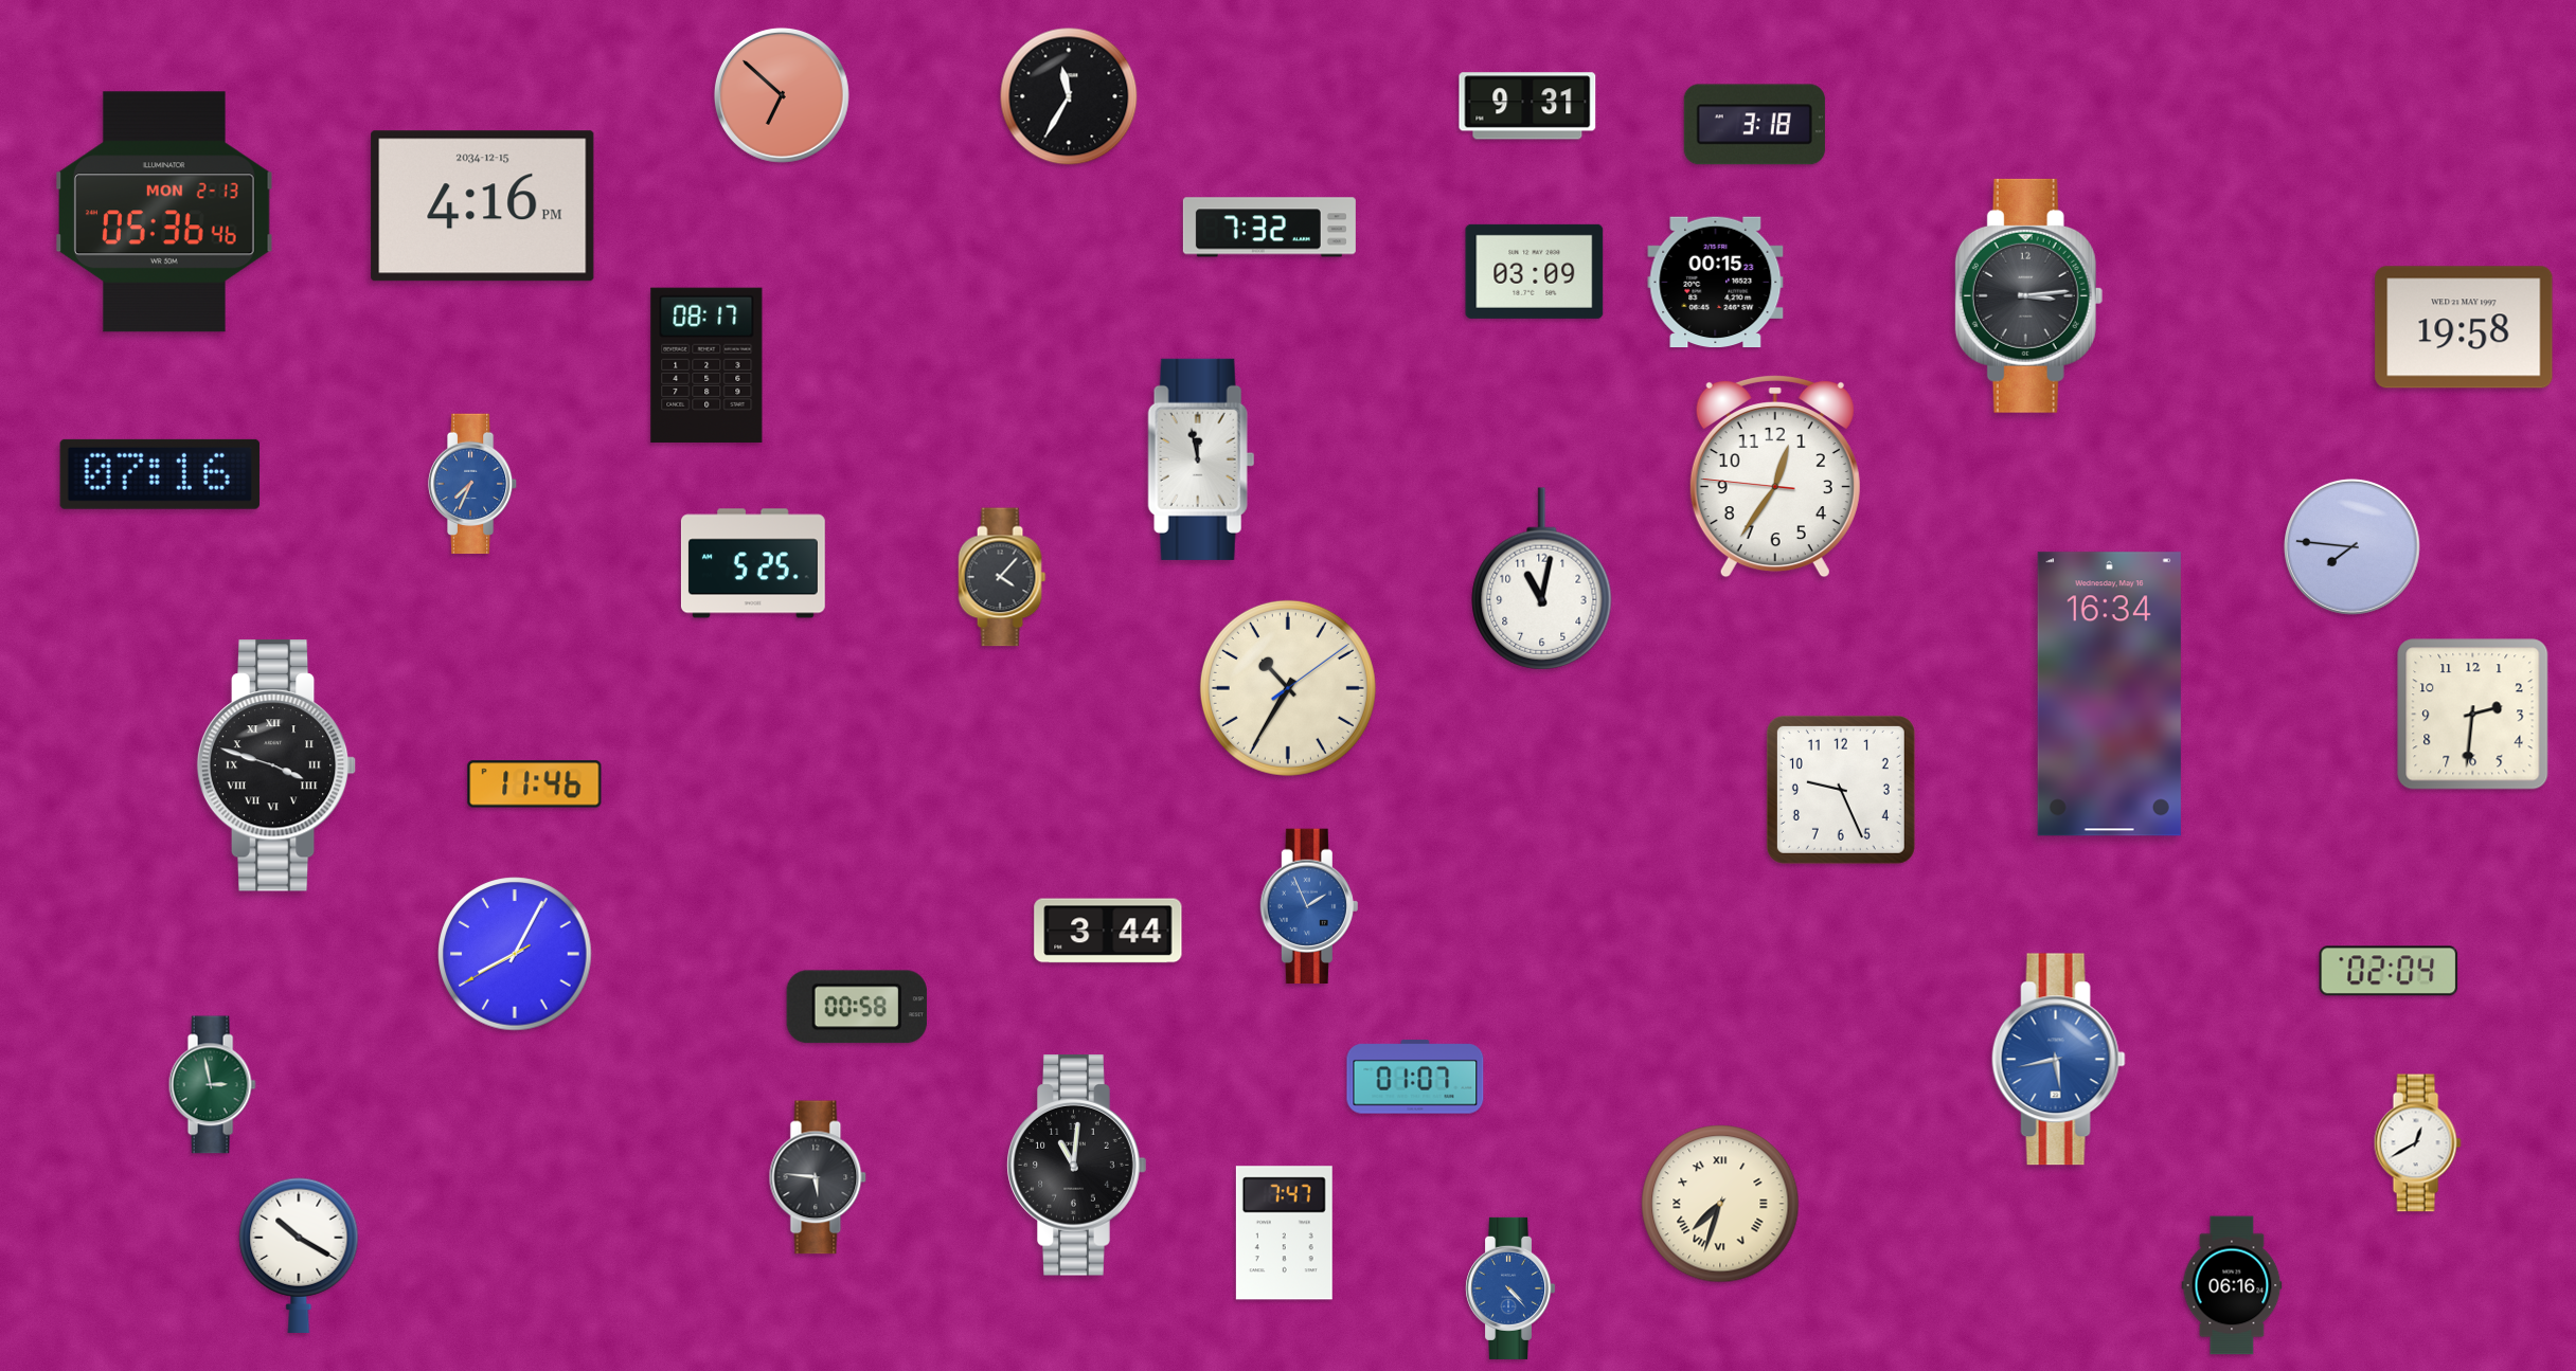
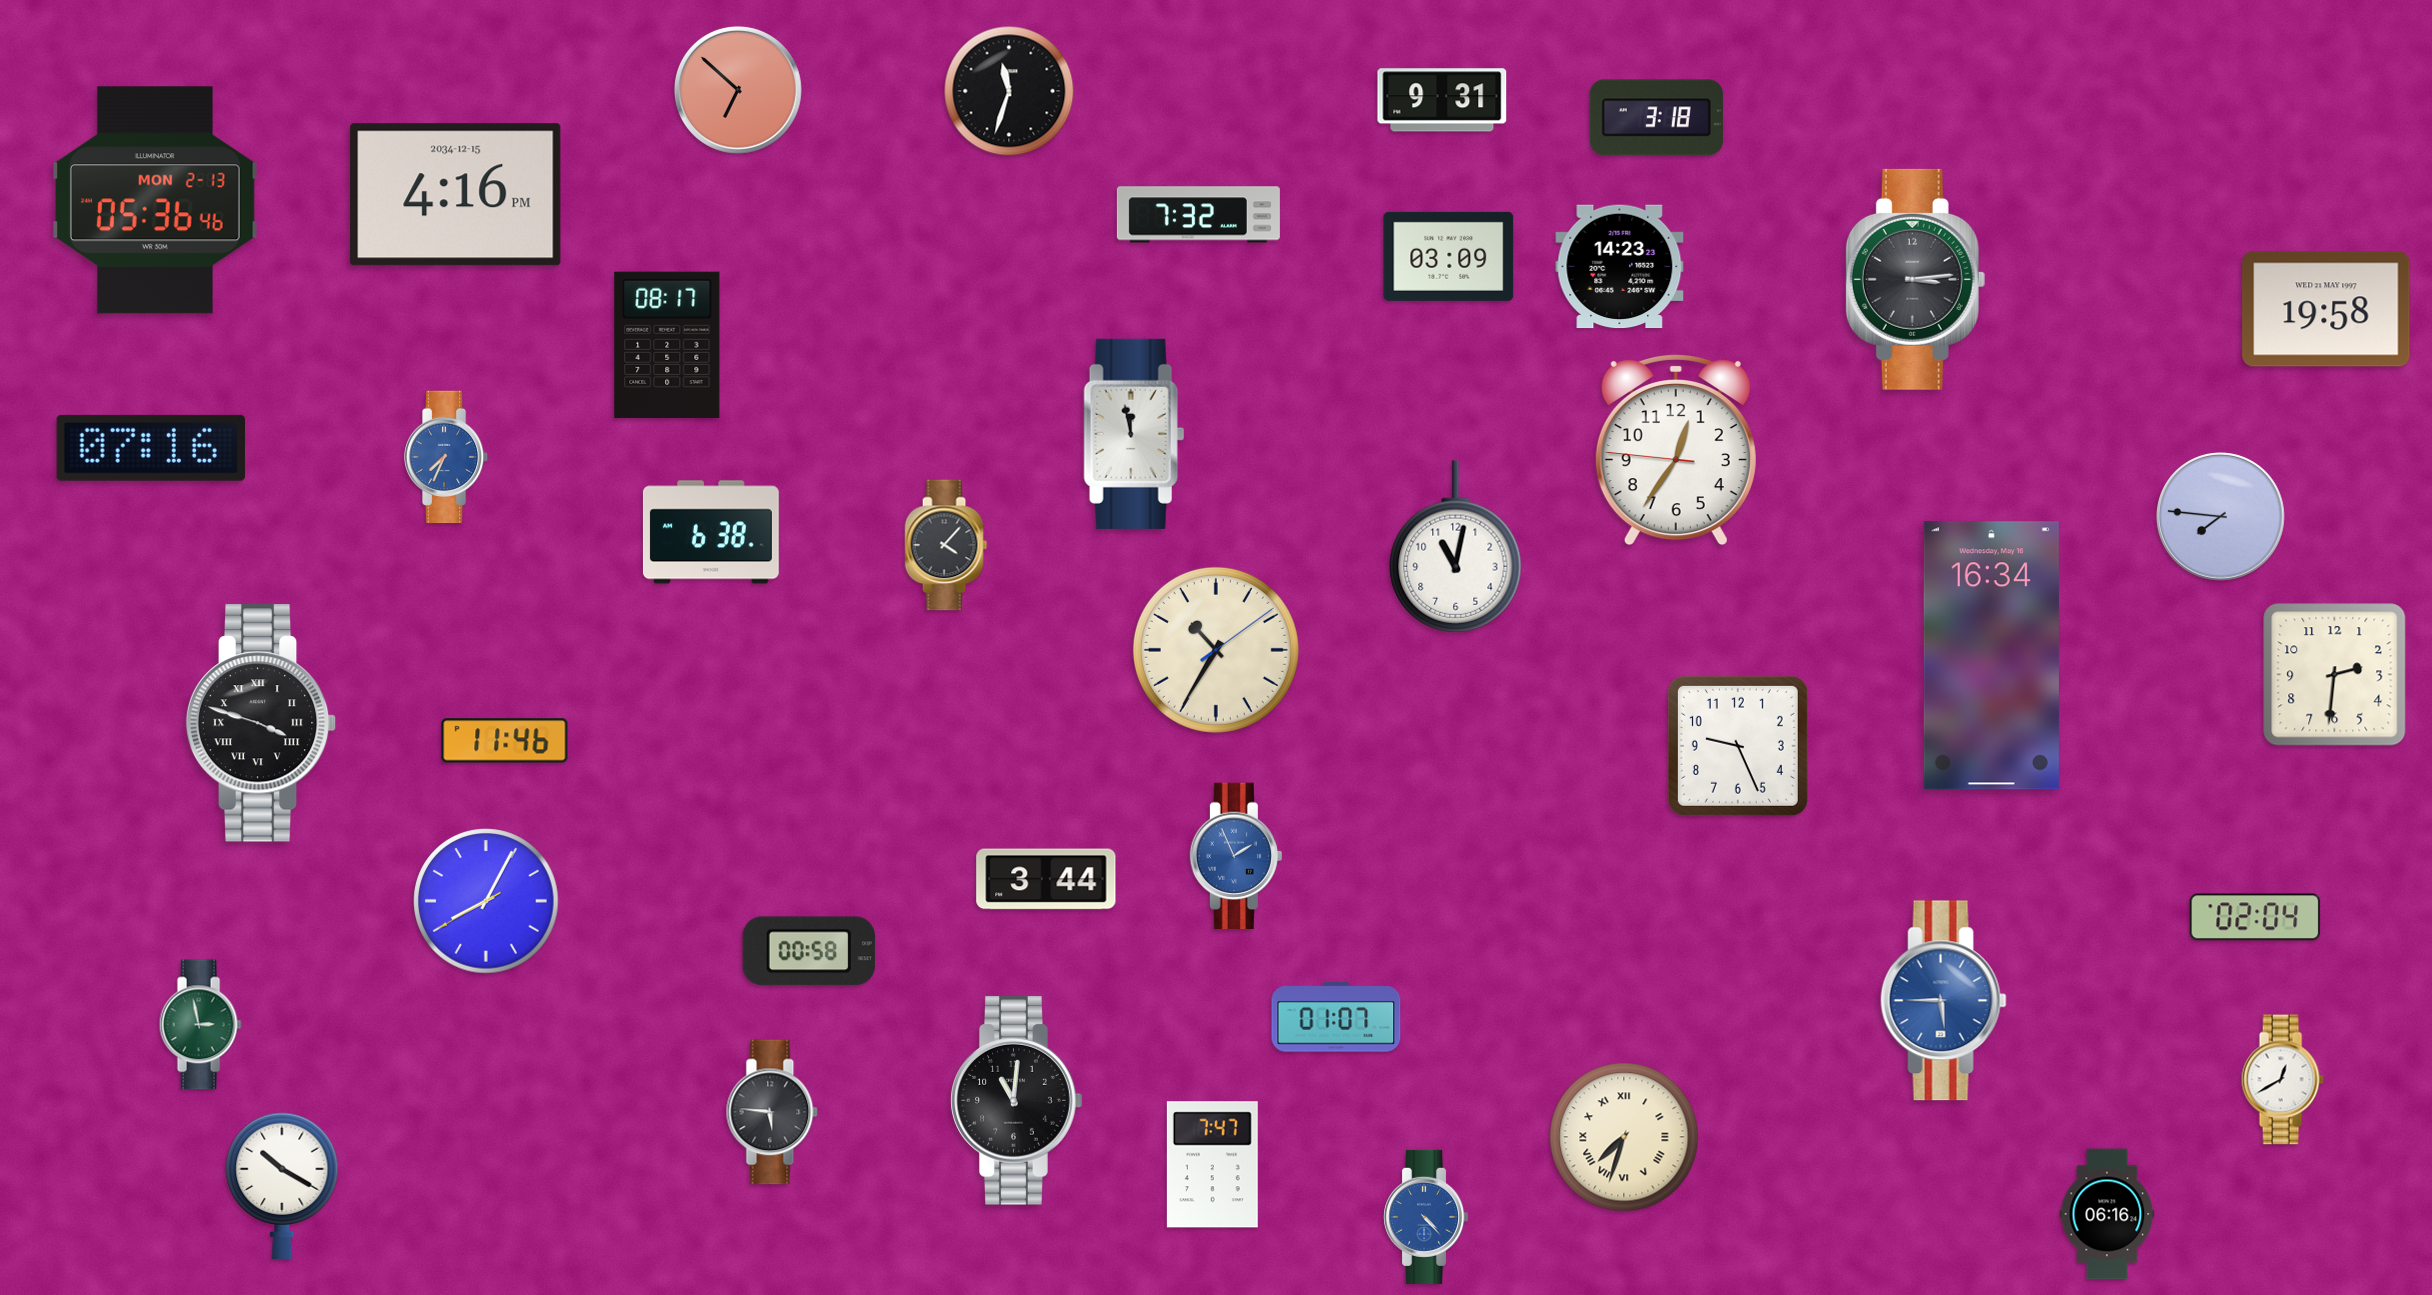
clock at (1069, 96): 11:35 -> 11:33
clock at (1716, 283): 00:15 -> 14:23
clock at (753, 563): 5:25 -> 6:38
clock at (2058, 1060): 5:43 -> 5:45
